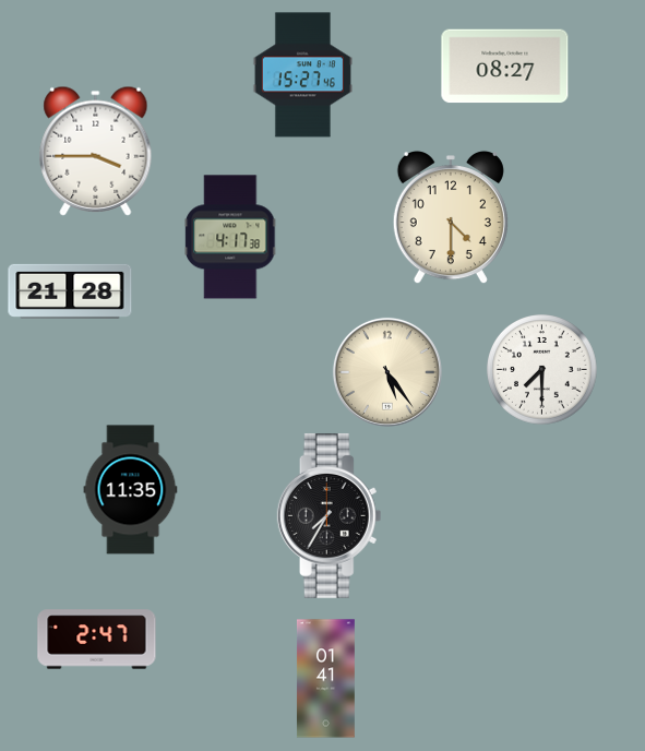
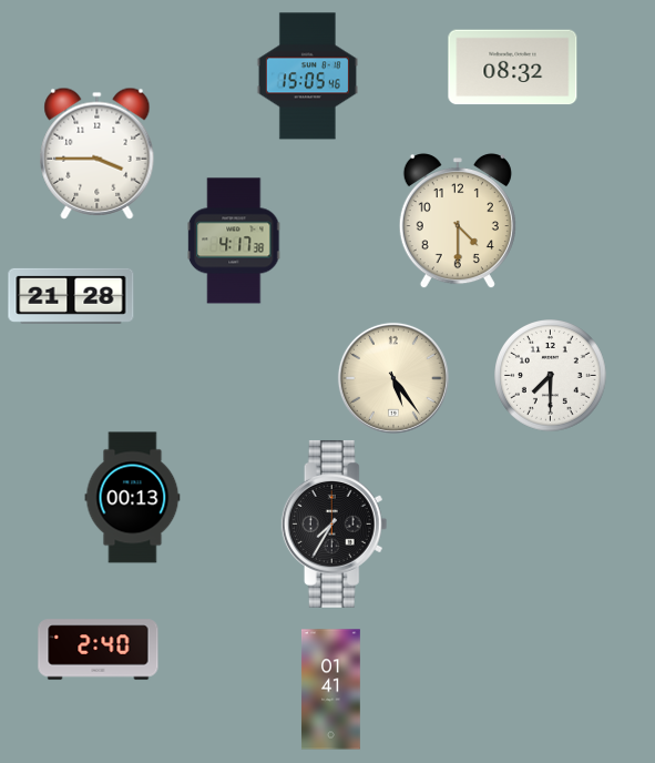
clock at (505, 67): 08:27 -> 08:32
clock at (302, 75): 15:27 -> 15:05
clock at (131, 490): 11:35 -> 00:13
clock at (97, 640): 2:47 -> 2:40
